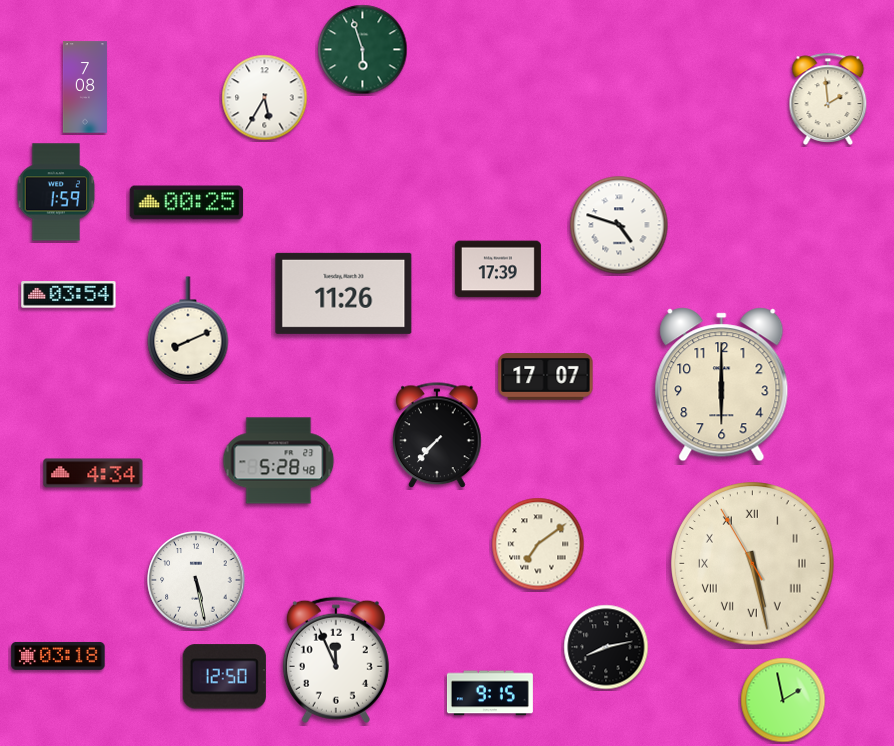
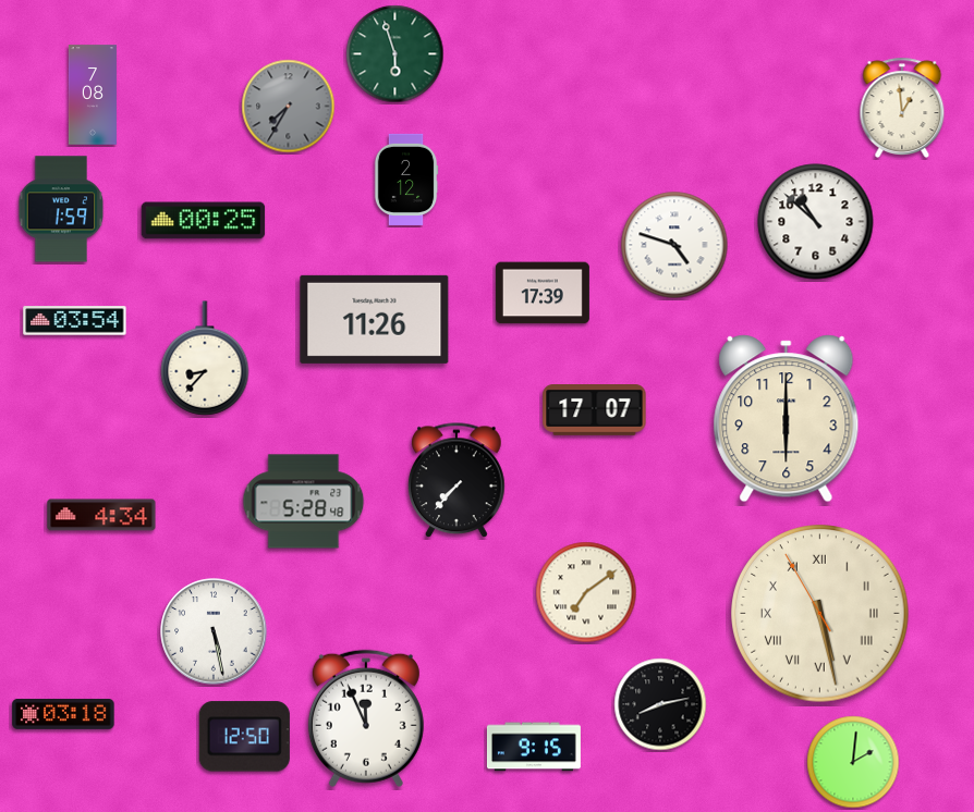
clock at (265, 98): 5:35 -> 7:35
clock at (265, 98) dial: white -> grey
clock at (828, 99): 1:59 -> 12:59
clock at (406, 180): none -> 2:12
clock at (816, 222): none -> 10:52
clock at (188, 329): 8:11 -> 8:37
clock at (437, 436) position: (437, 436) -> (456, 481)
clock at (490, 693) position: (490, 693) -> (534, 747)
clock at (783, 700): 1:58 -> 2:01
